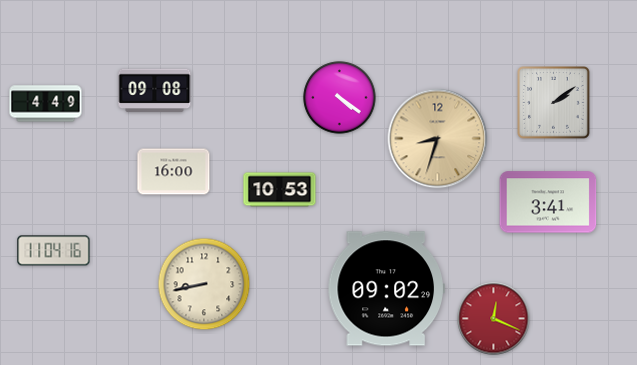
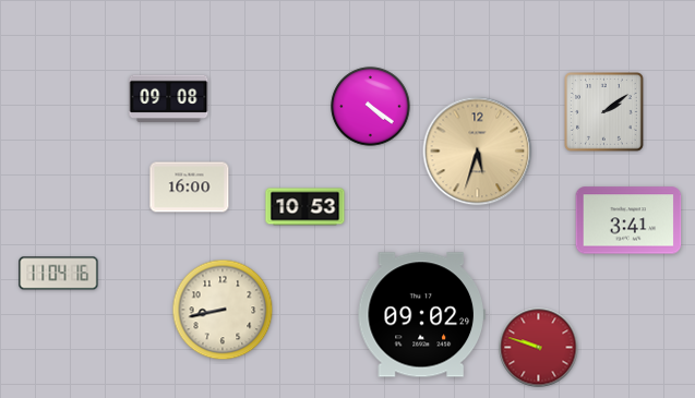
clock at (46, 104): 4:49 -> none
clock at (438, 139): 8:33 -> 5:33
clock at (548, 202) position: (548, 202) -> (628, 220)
clock at (494, 319): 12:19 -> 9:48
